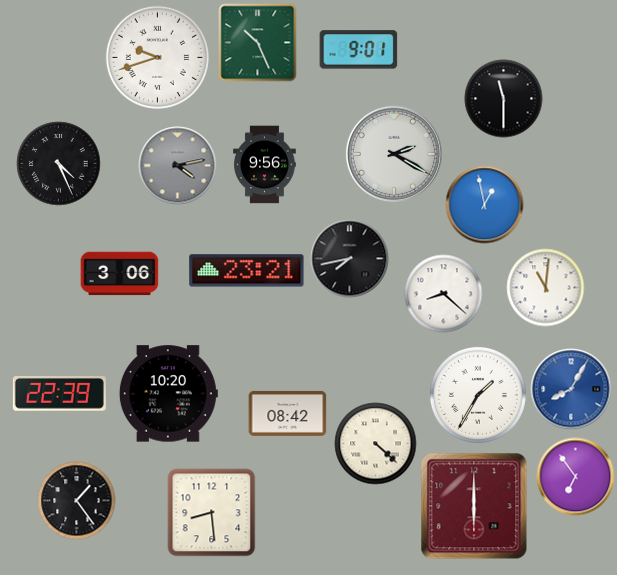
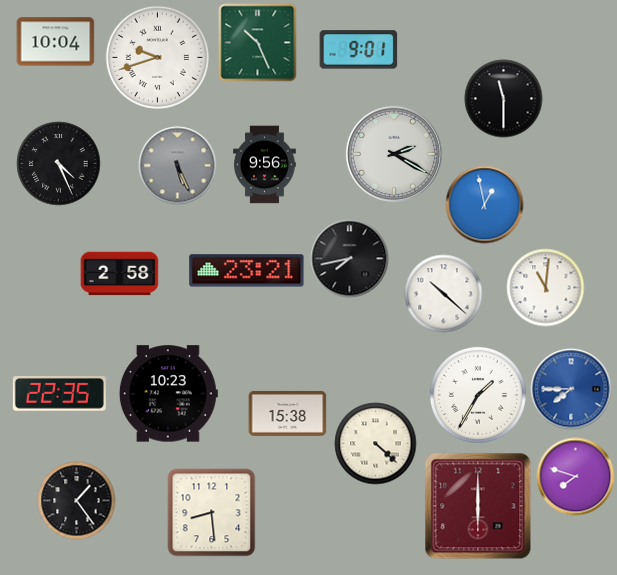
clock at (55, 42): none -> 10:04
clock at (177, 165): 4:13 -> 5:26
clock at (119, 274): 3:06 -> 2:58
clock at (443, 293): 8:22 -> 10:22
clock at (571, 389): 8:05 -> 7:45
clock at (59, 394): 22:39 -> 22:35
clock at (168, 394): 10:20 -> 10:23
clock at (287, 413): 08:42 -> 15:38
clock at (575, 476): 6:54 -> 7:48
clock at (474, 506) position: (474, 506) -> (478, 506)
